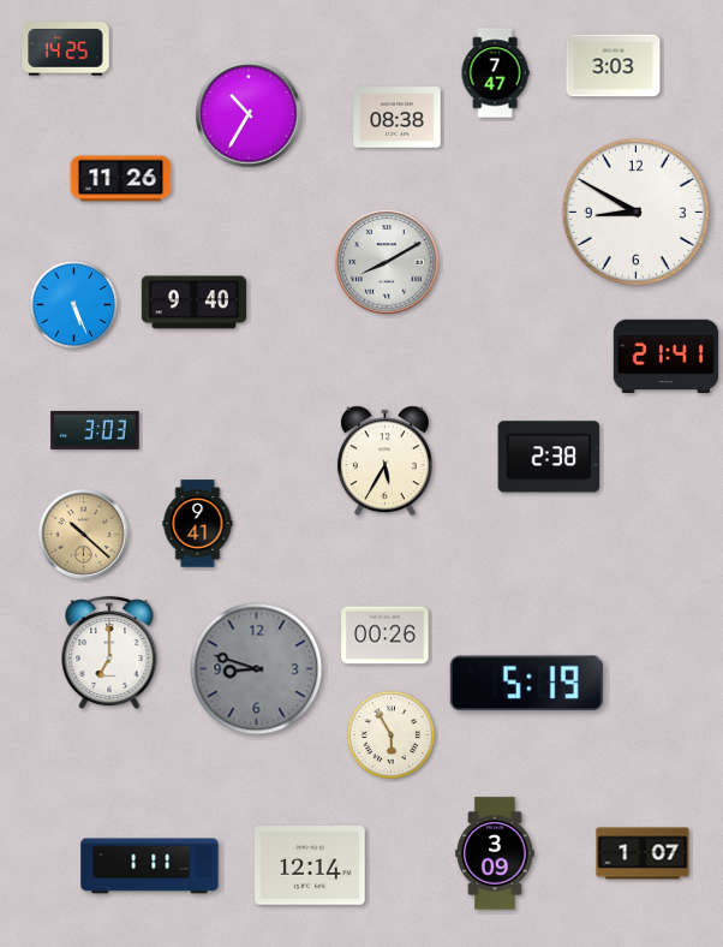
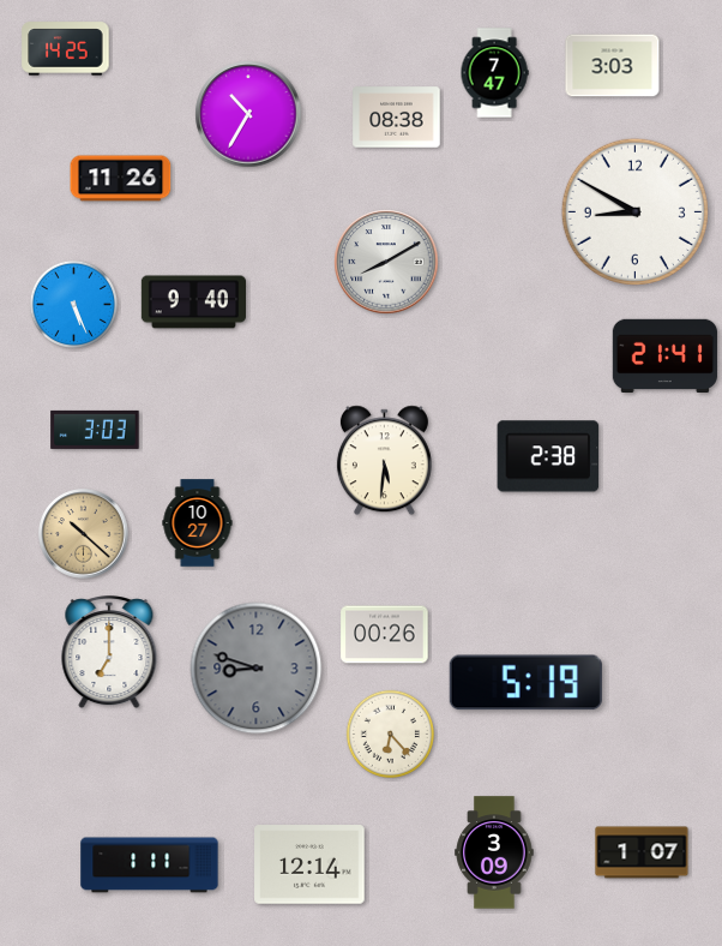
clock at (384, 461): 5:35 -> 5:31
clock at (198, 524): 9:41 -> 10:27
clock at (390, 734): 5:55 -> 6:23
